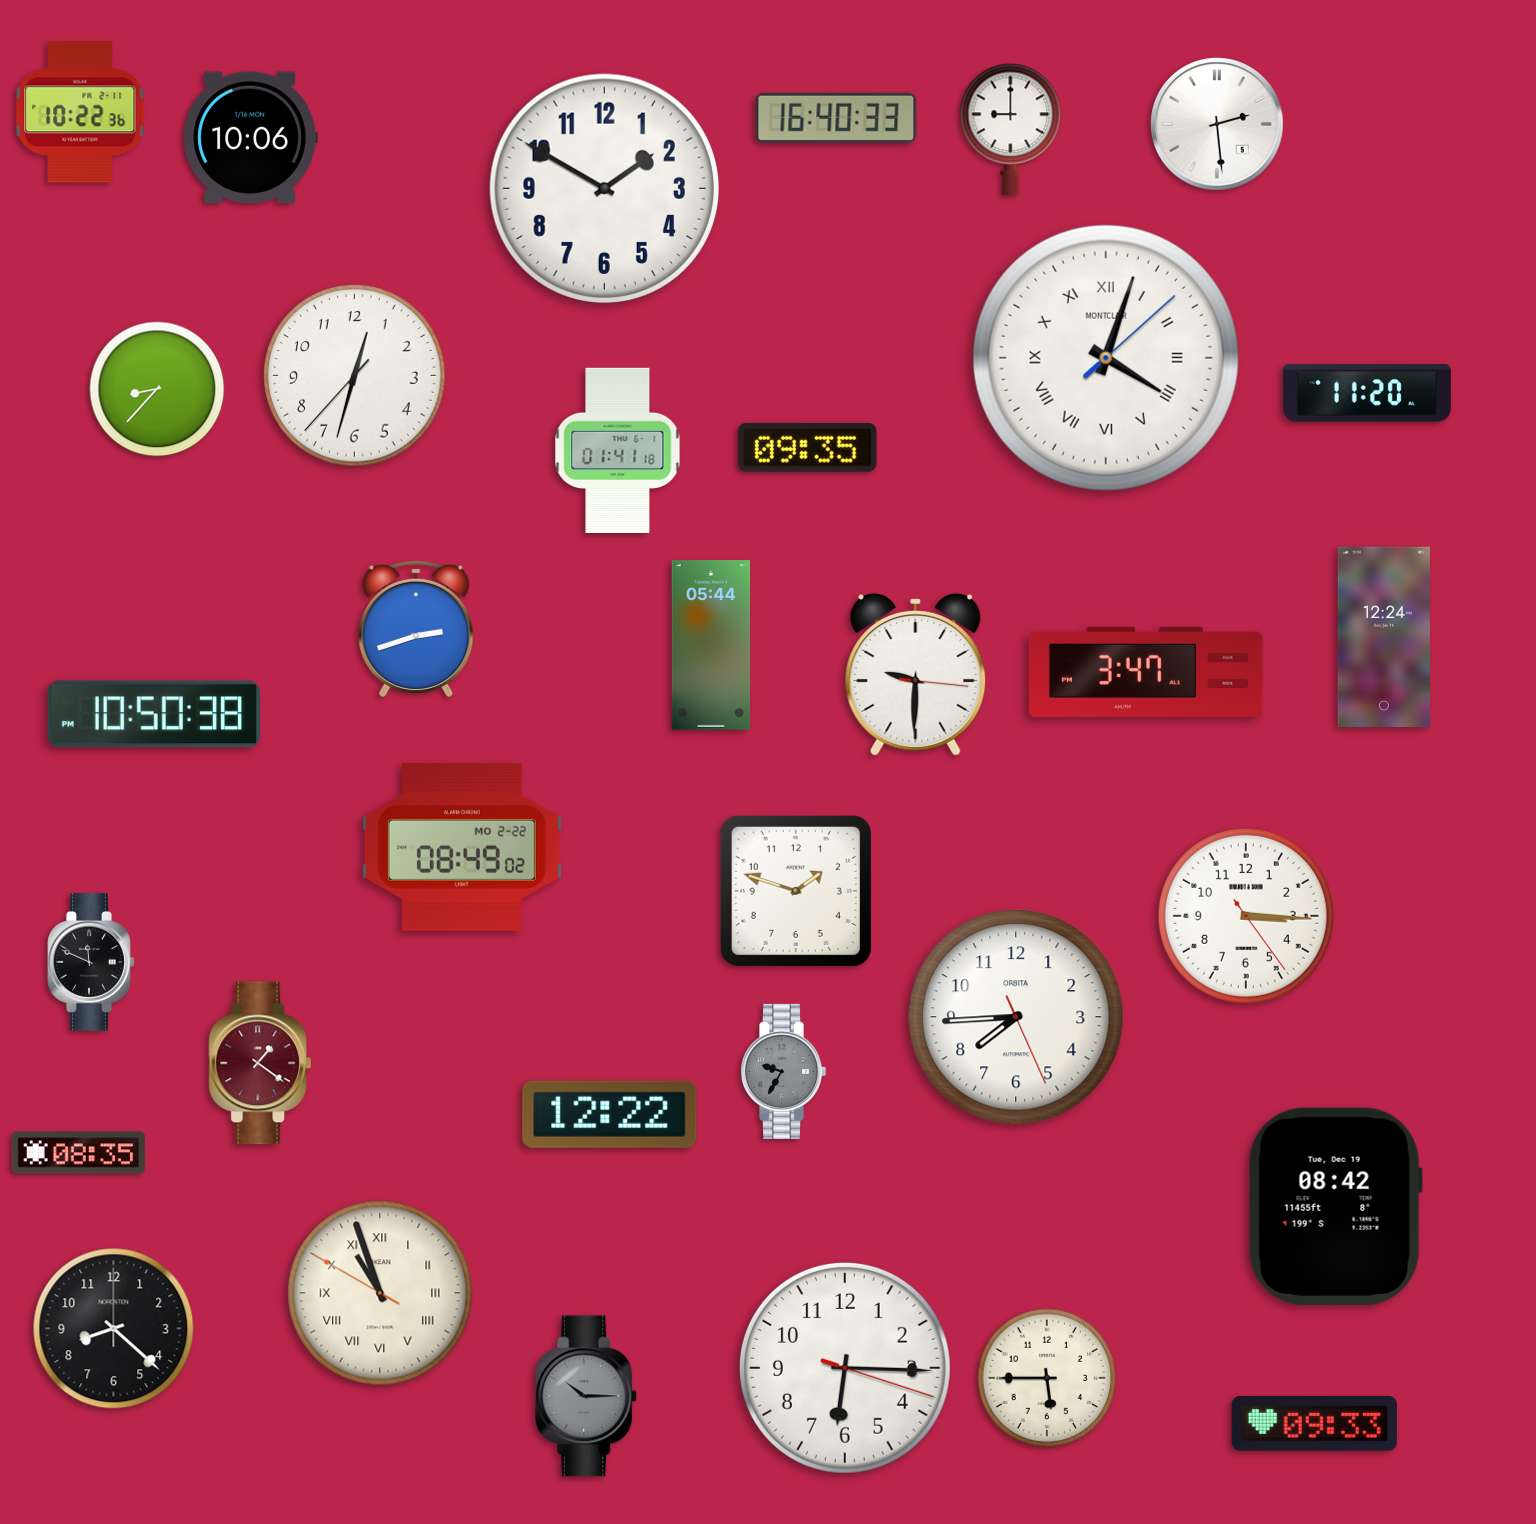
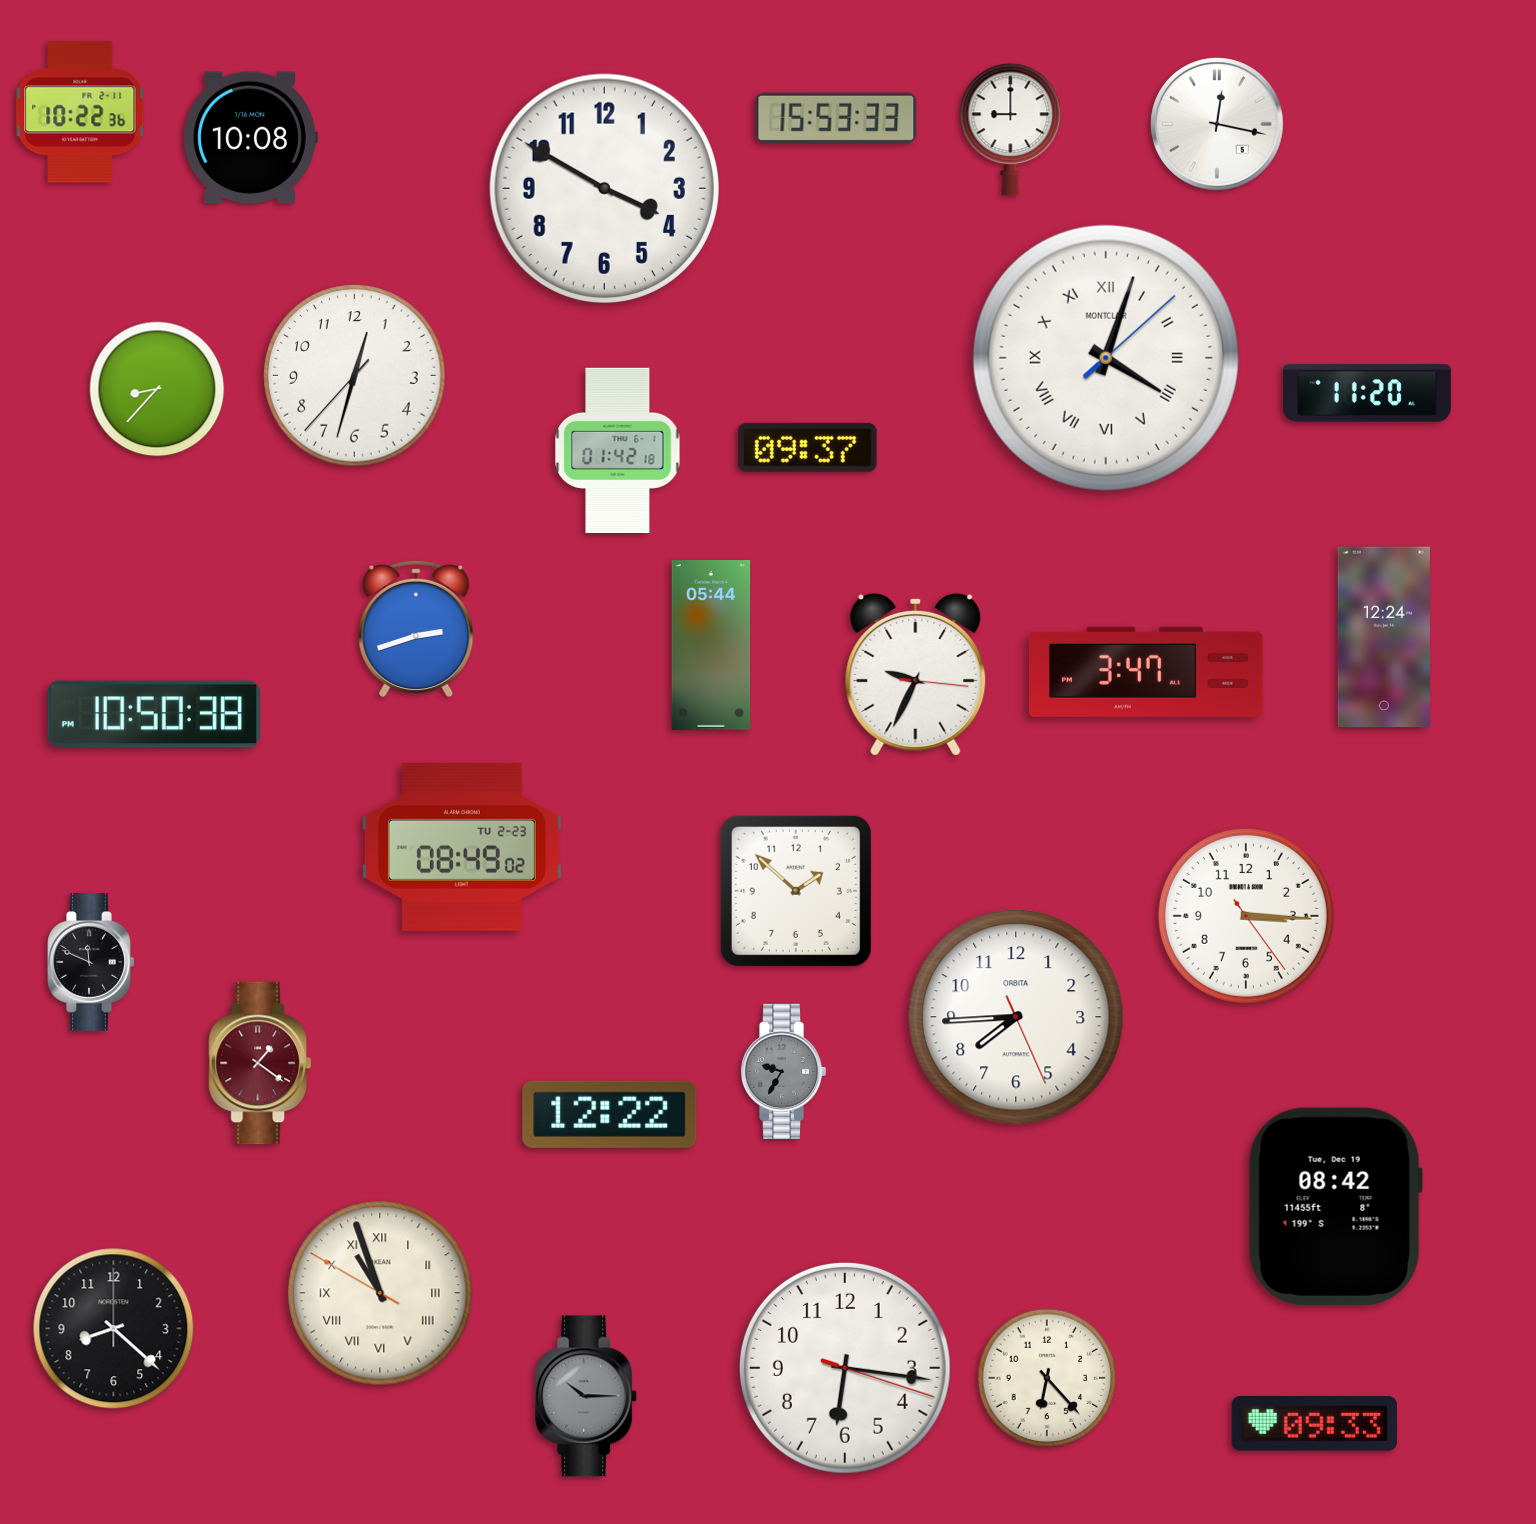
clock at (836, 118): 16:40 -> 15:53
clock at (1217, 124): 2:29 -> 12:17
clock at (250, 138): 10:06 -> 10:08
clock at (604, 188): 1:50 -> 3:50
clock at (808, 447): 09:35 -> 09:37
clock at (618, 450): 01:41 -> 01:42
clock at (916, 674): 9:30 -> 9:34
clock at (462, 847) date: MO 2-22 -> TU 2-23
clock at (796, 891): 1:48 -> 1:52
clock at (78, 1153): 08:35 -> none
clock at (845, 1368): 6:15 -> 6:16
clock at (1046, 1377): 5:45 -> 6:23
